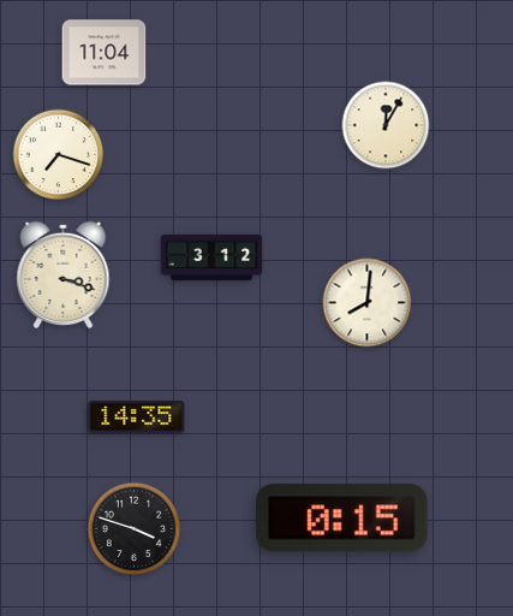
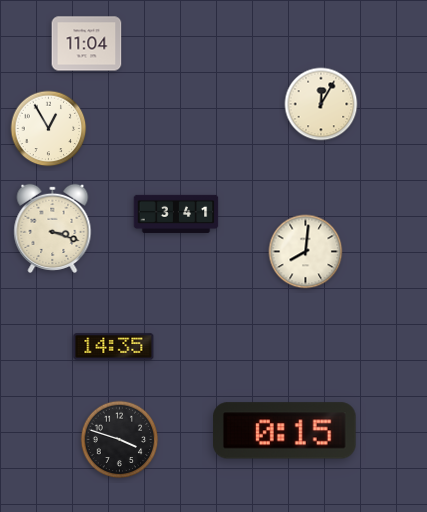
clock at (59, 155): 7:18 -> 12:55
clock at (211, 256): 3:12 -> 3:41
clock at (135, 529) position: (135, 529) -> (120, 440)
